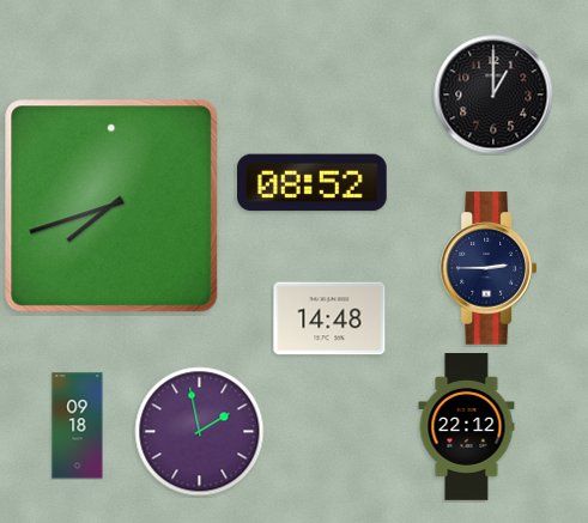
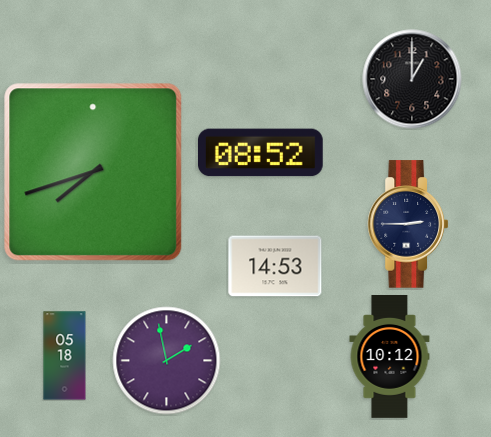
clock at (329, 318): 14:48 -> 14:53
clock at (78, 426): 09:18 -> 05:18
clock at (467, 427): 22:12 -> 10:12
